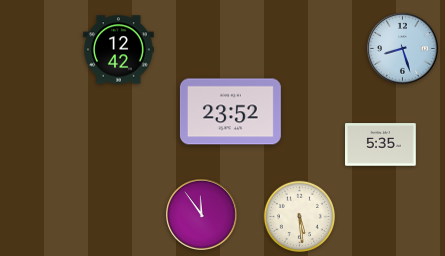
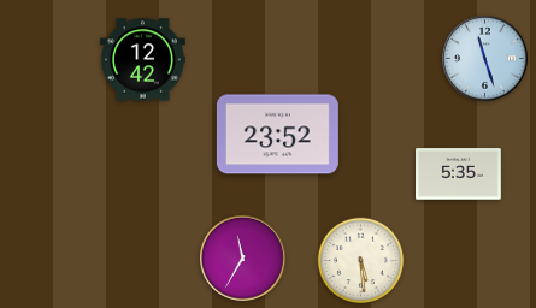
clock at (403, 49): 8:27 -> 11:27
clock at (202, 215): 11:54 -> 11:35
